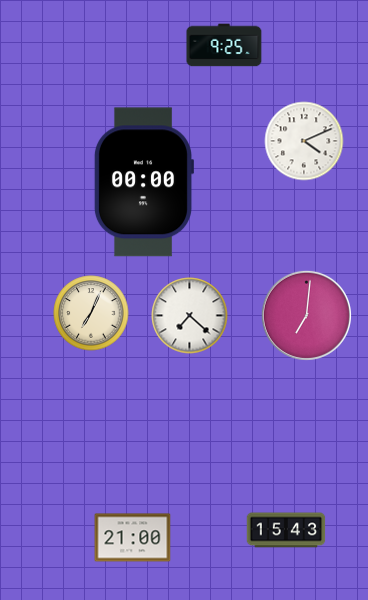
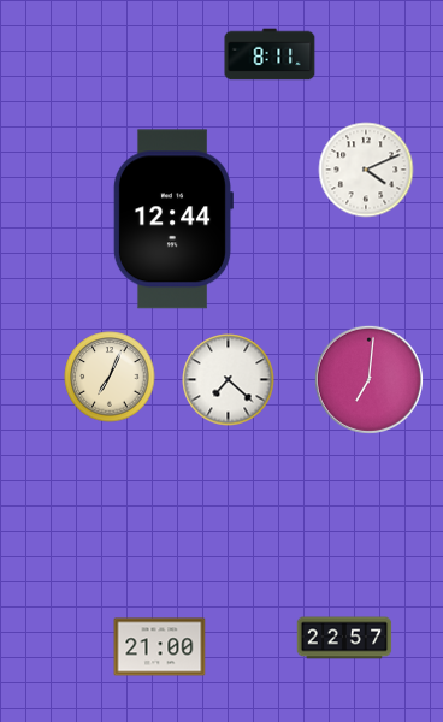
clock at (224, 45): 9:25 -> 8:11
clock at (143, 182): 00:00 -> 12:44
clock at (286, 530): 15:43 -> 22:57
